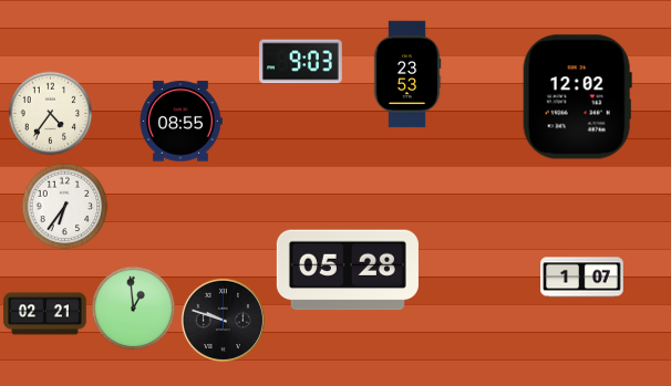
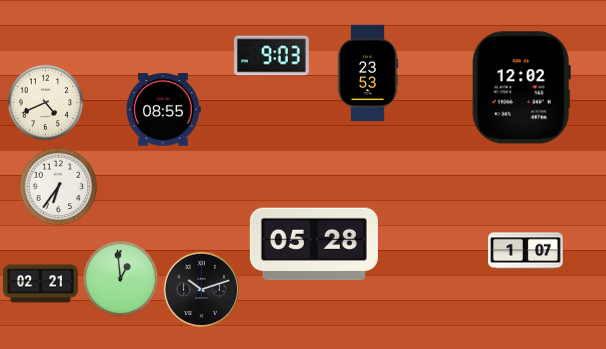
clock at (407, 74) position: (407, 74) -> (368, 73)
clock at (51, 114): 4:36 -> 4:41
clock at (223, 320): 9:48 -> 10:12
